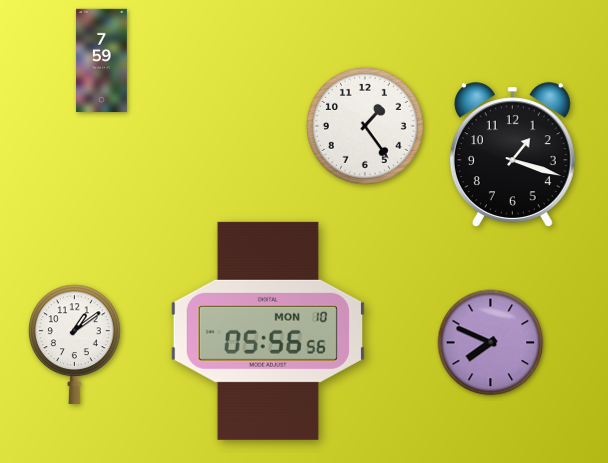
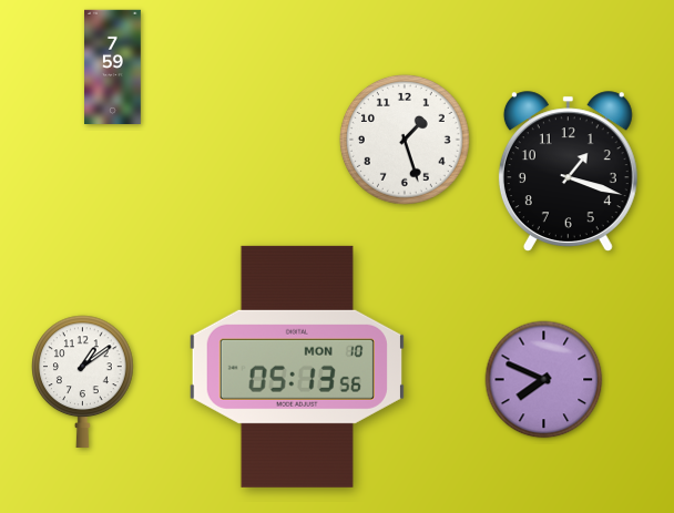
clock at (365, 126): 1:24 -> 1:27
clock at (268, 331): 05:56 -> 05:13
